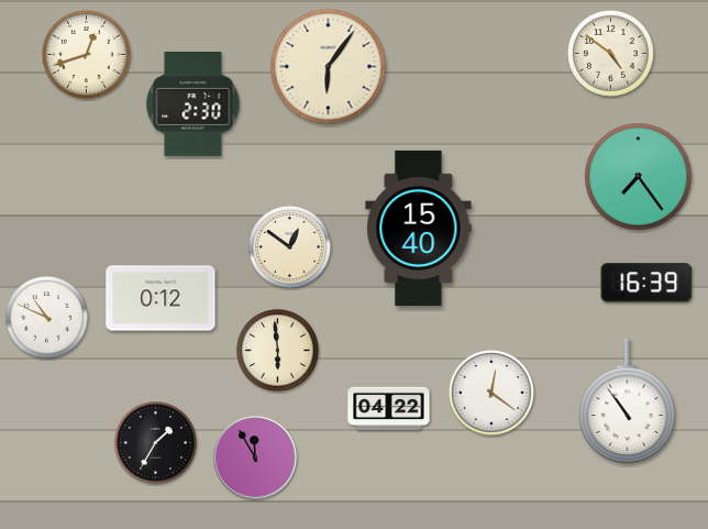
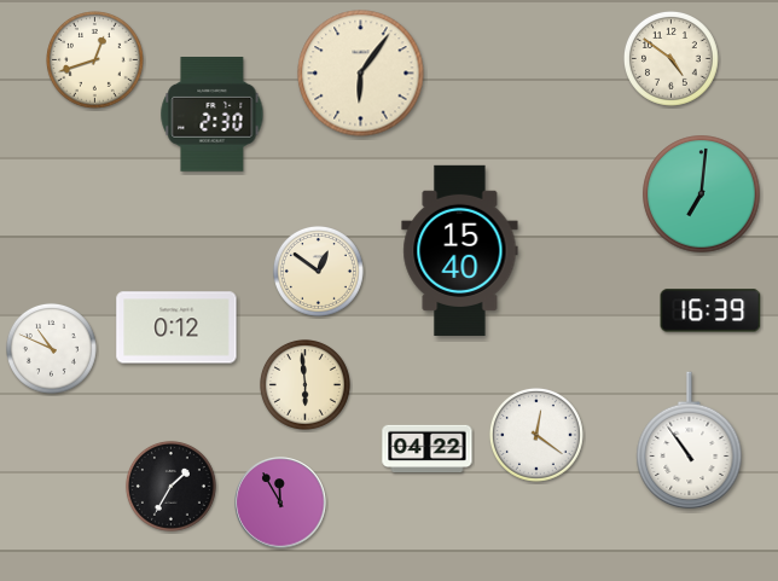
clock at (639, 177): 7:24 -> 7:01
clock at (491, 393) position: (491, 393) -> (536, 435)
